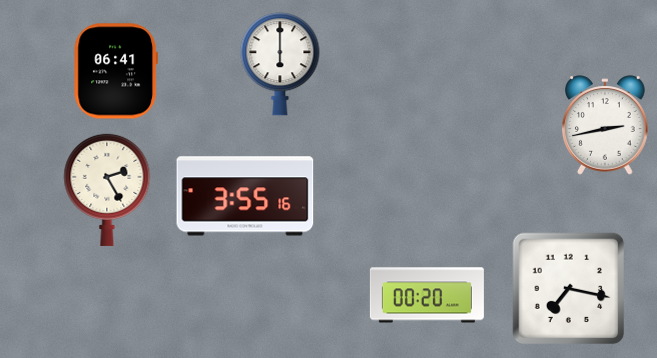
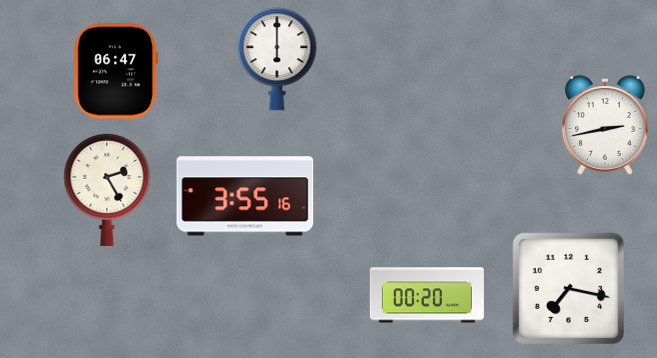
clock at (280, 64) position: (280, 64) -> (277, 59)
clock at (115, 71): 06:41 -> 06:47
